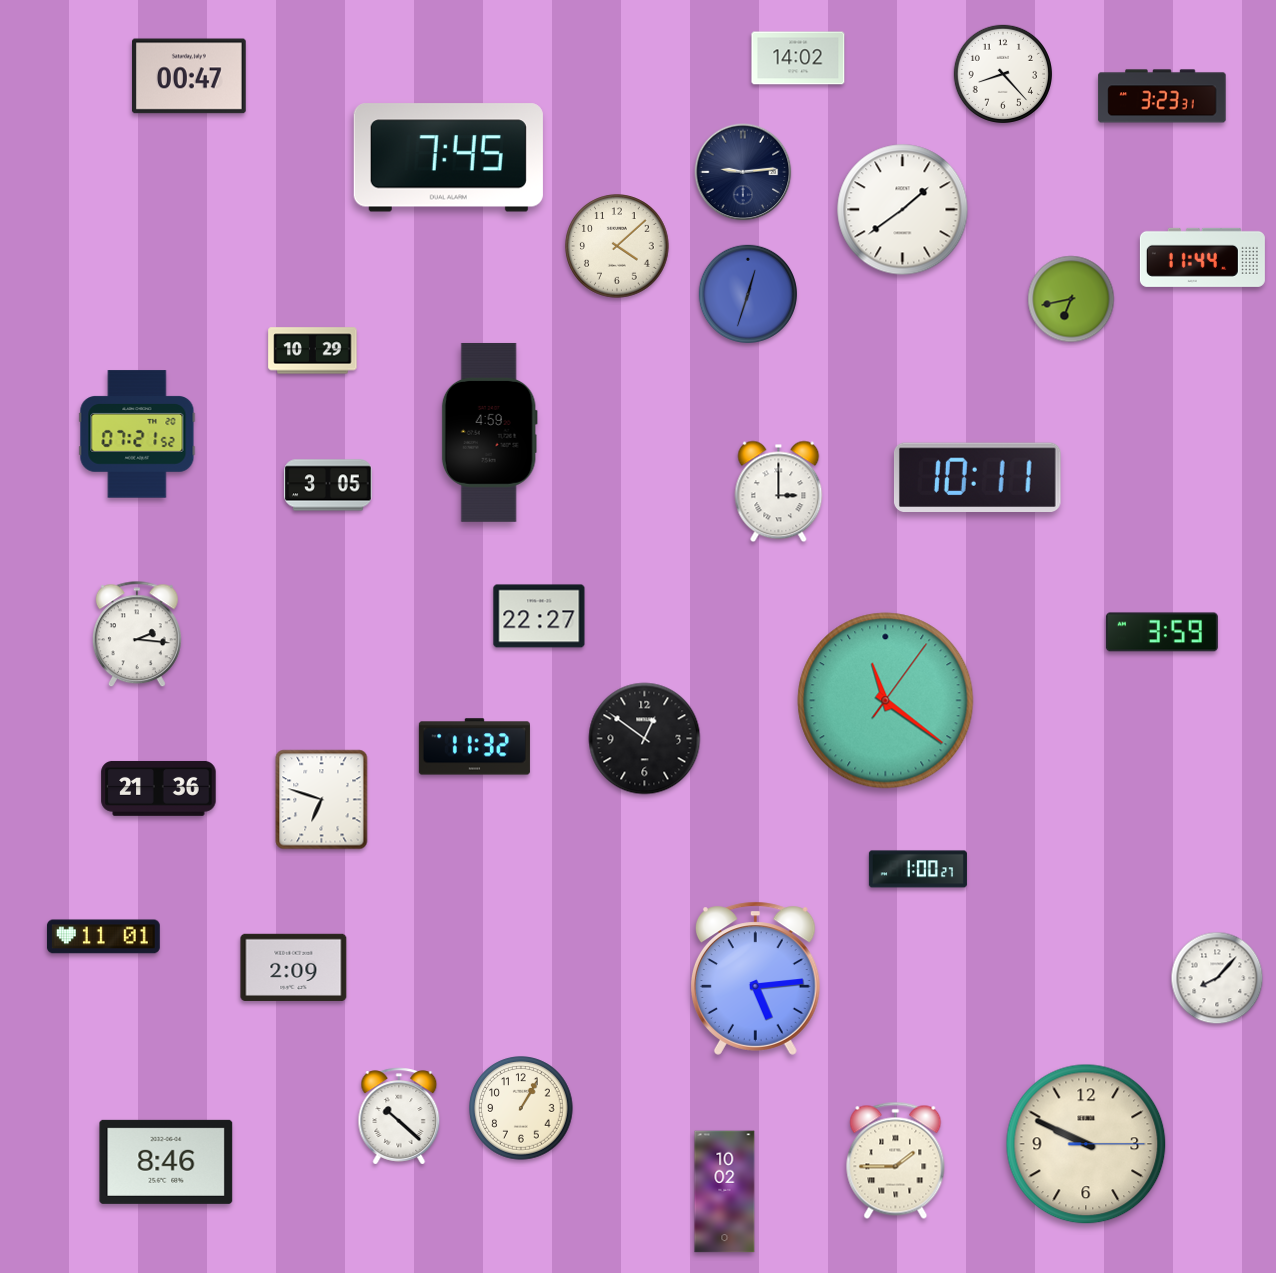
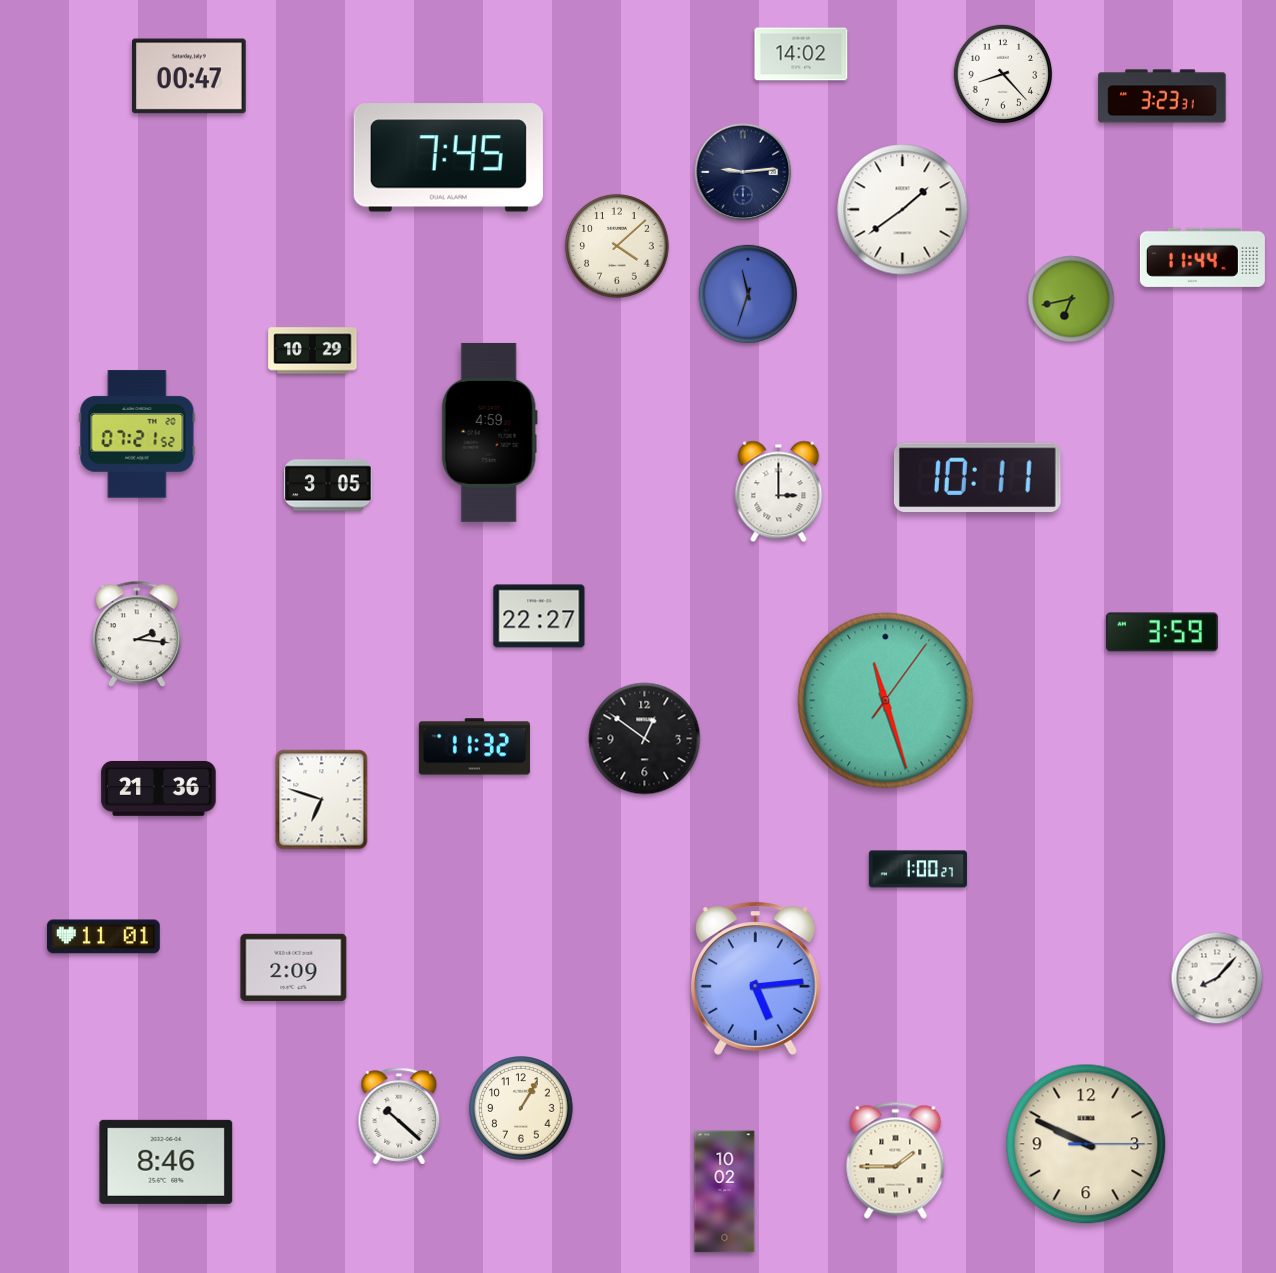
clock at (798, 58) position: (798, 58) -> (801, 54)
clock at (748, 294): 12:33 -> 11:33
clock at (886, 701): 11:21 -> 11:27
